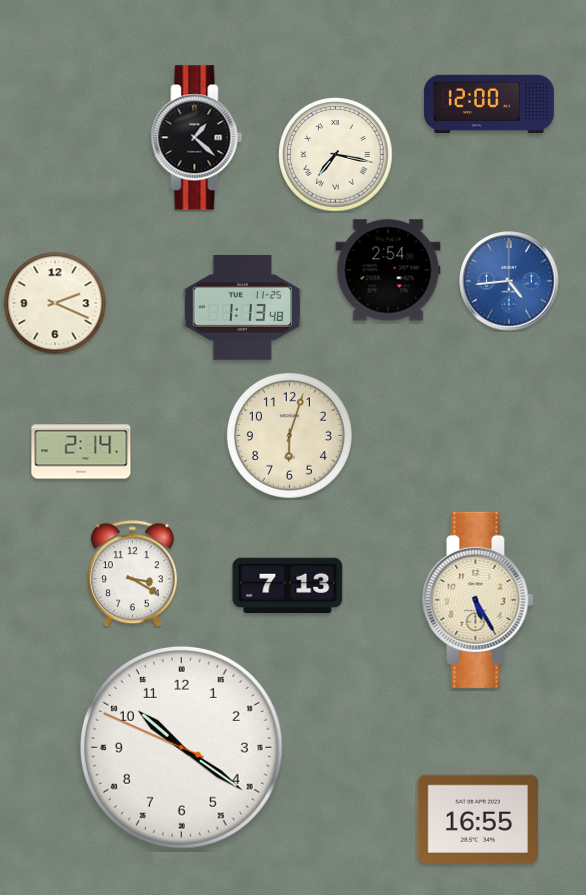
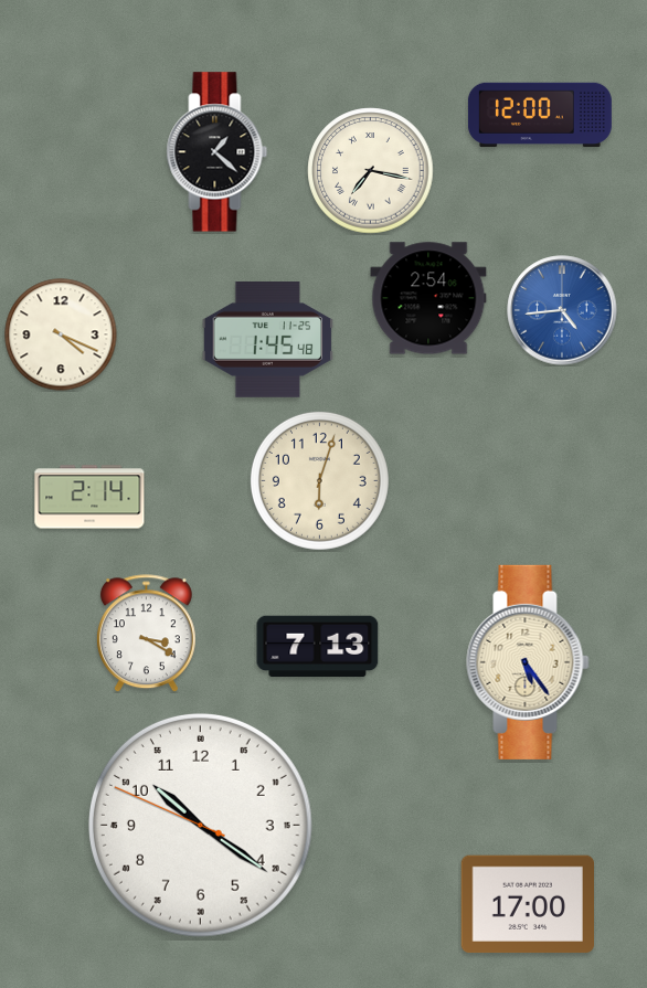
clock at (55, 303): 2:19 -> 4:19
clock at (243, 308): 1:13 -> 1:45
clock at (478, 600): 5:25 -> 5:24
clock at (477, 819): 16:55 -> 17:00
